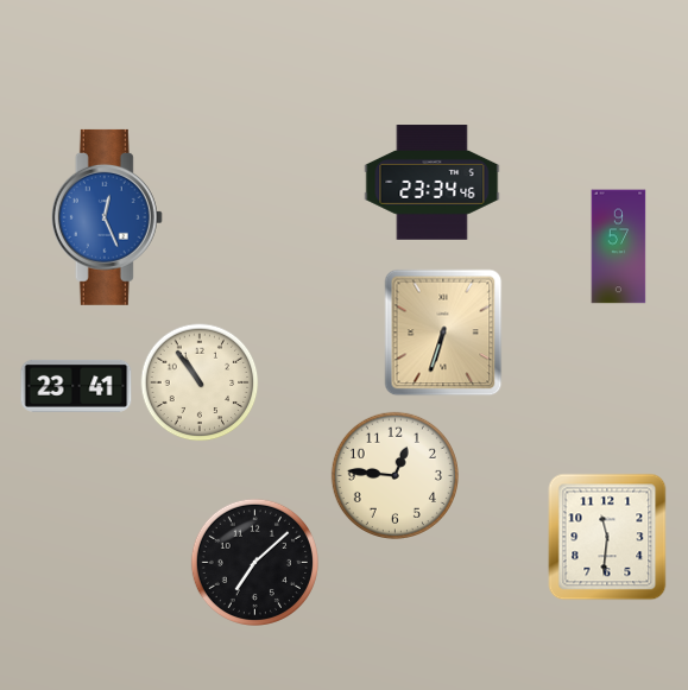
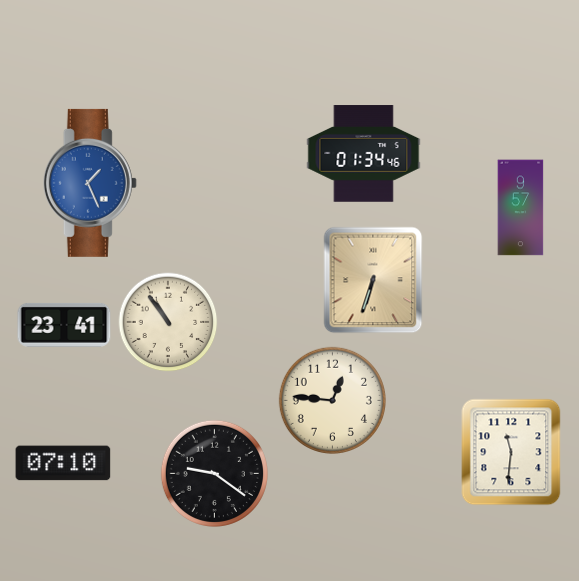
clock at (433, 183): 23:34 -> 01:34
clock at (107, 217): 12:26 -> 1:26
clock at (63, 463): none -> 07:10
clock at (254, 562): 7:08 -> 9:21
